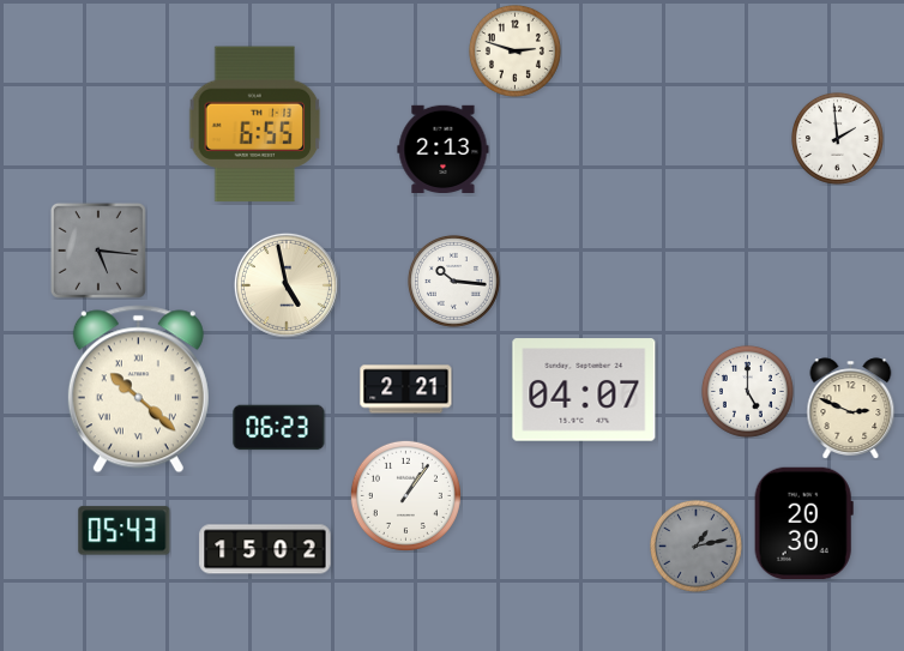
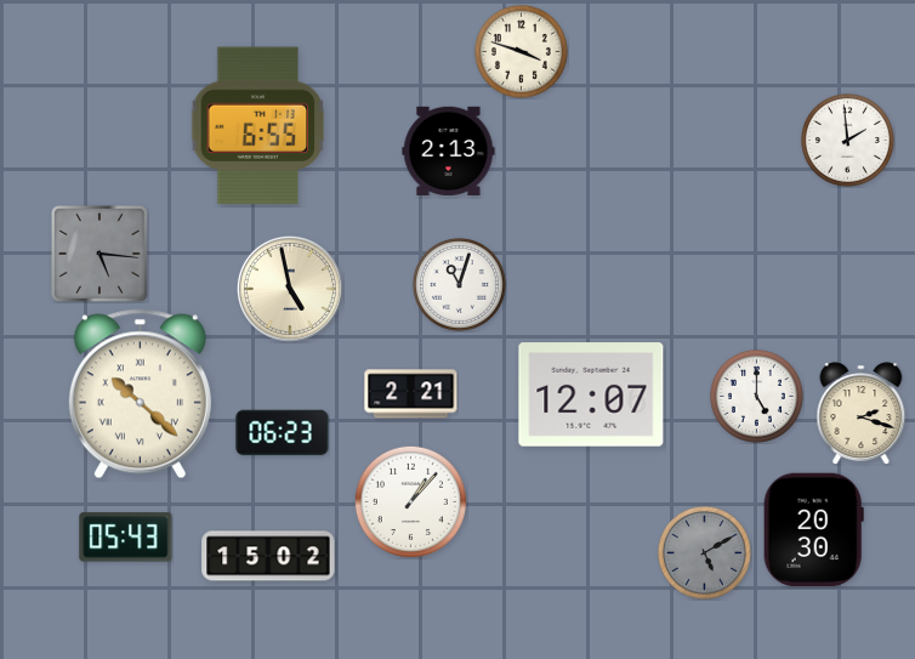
clock at (514, 50): 2:48 -> 3:48
clock at (453, 281): 10:16 -> 11:03
clock at (584, 390): 04:07 -> 12:07
clock at (851, 409): 2:49 -> 2:18
clock at (405, 495): 1:06 -> 1:07
clock at (695, 545): 1:13 -> 5:10
